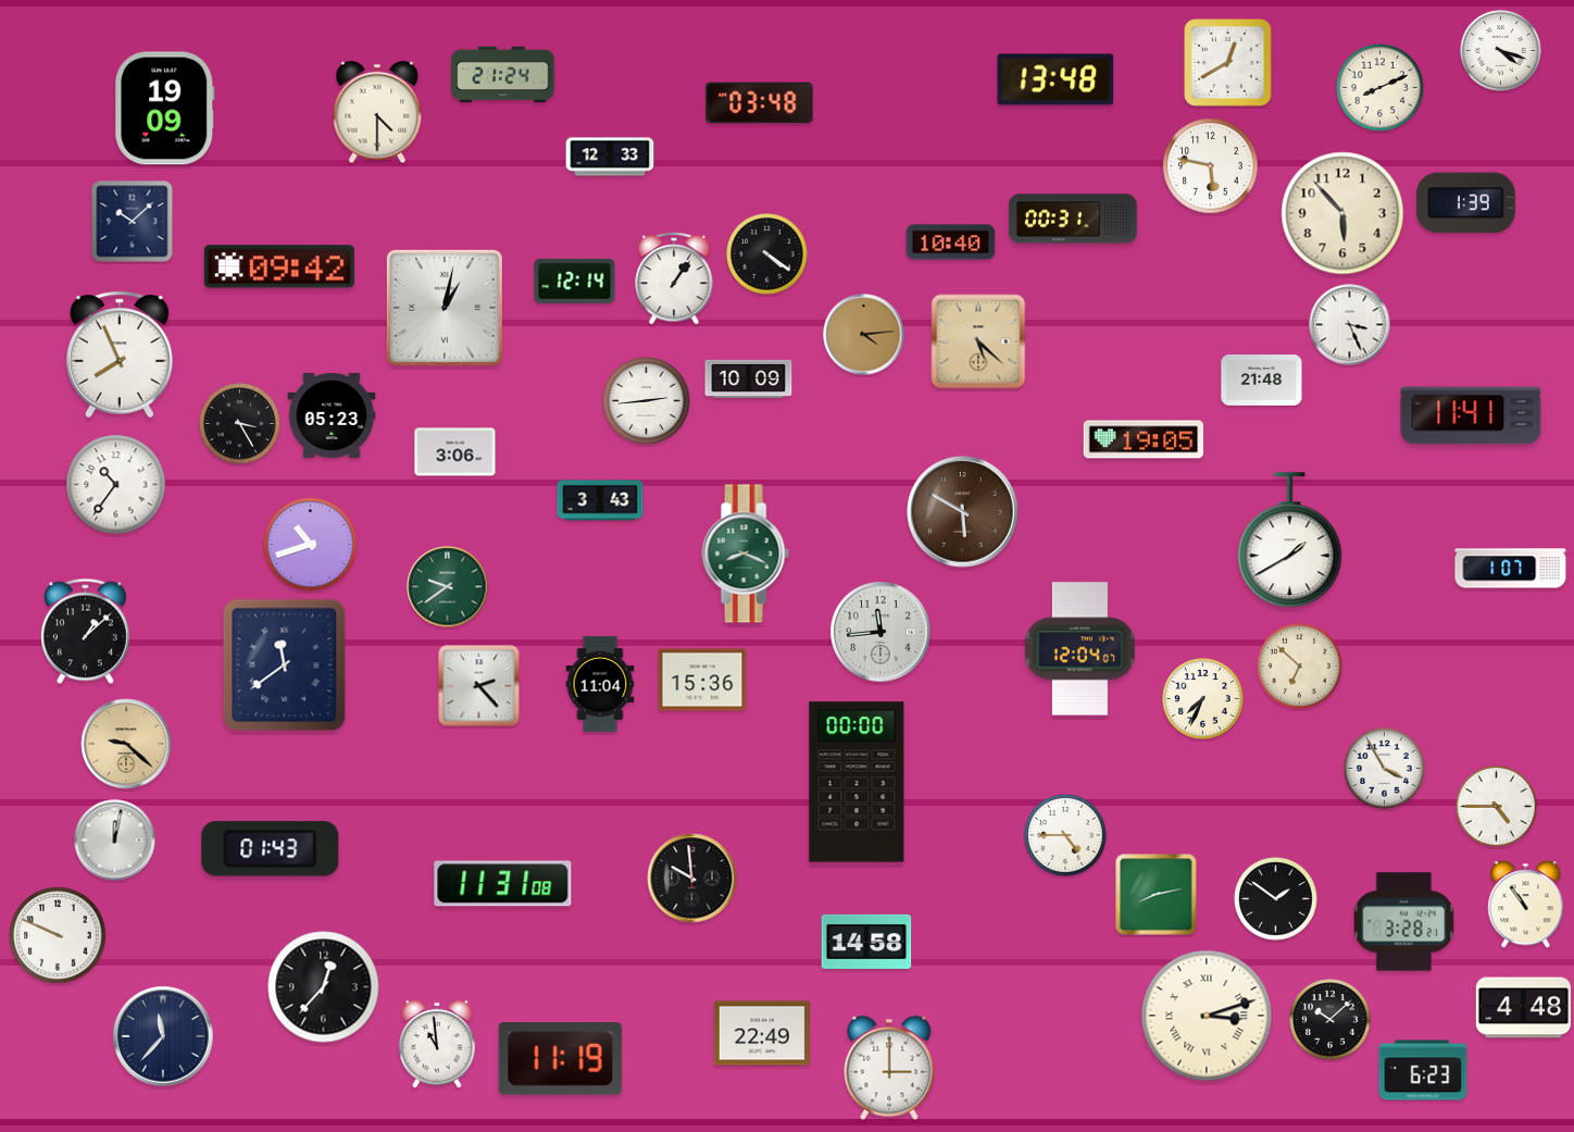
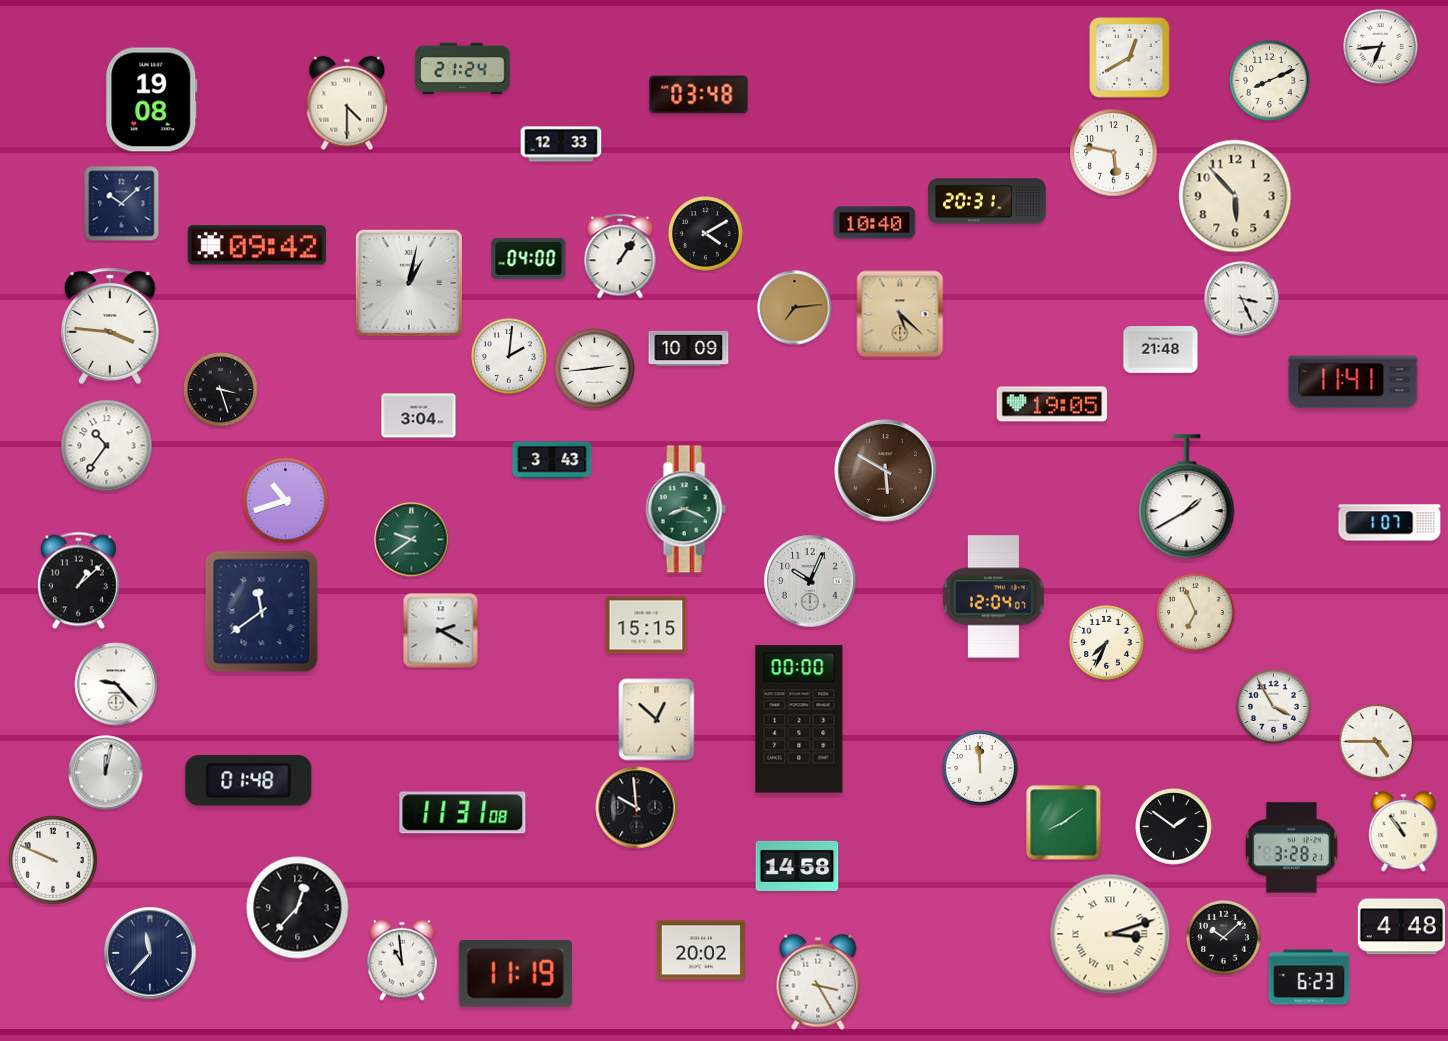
clock at (1501, 51): 4:18 -> 6:44
clock at (1055, 79): 13:48 -> none
clock at (165, 109): 19:09 -> 19:08
clock at (1465, 203): 1:39 -> none
clock at (1073, 219): 00:31 -> 20:31
clock at (767, 254): 4:21 -> 4:10
clock at (575, 281): 12:14 -> 04:00
clock at (864, 335): 4:14 -> 7:14
clock at (121, 354): 7:56 -> 3:46
clock at (509, 356): none -> 2:01
clock at (332, 416): 05:23 -> none
clock at (240, 424): 3:25 -> 3:27
clock at (455, 452): 3:06 -> 3:04
clock at (880, 632): 11:44 -> 10:04
clock at (1300, 667): 6:52 -> 6:56
clock at (702, 680): 15:36 -> 15:15
clock at (600, 684): 11:04 -> none
clock at (479, 686): 2:23 -> 2:20
clock at (126, 744): 9:22 -> 9:23
clock at (126, 744) dial: champagne -> white
clock at (857, 782) position: (857, 782) -> (799, 719)
clock at (657, 720): none -> 12:52
clock at (1065, 835): 4:45 -> 11:59
clock at (271, 849): 01:43 -> 01:48
clock at (1157, 895): 8:13 -> 8:09
clock at (762, 1033): 22:49 -> 20:02
clock at (889, 1068): 3:00 -> 3:25
clock at (1423, 1070) position: (1423, 1070) -> (1309, 977)
